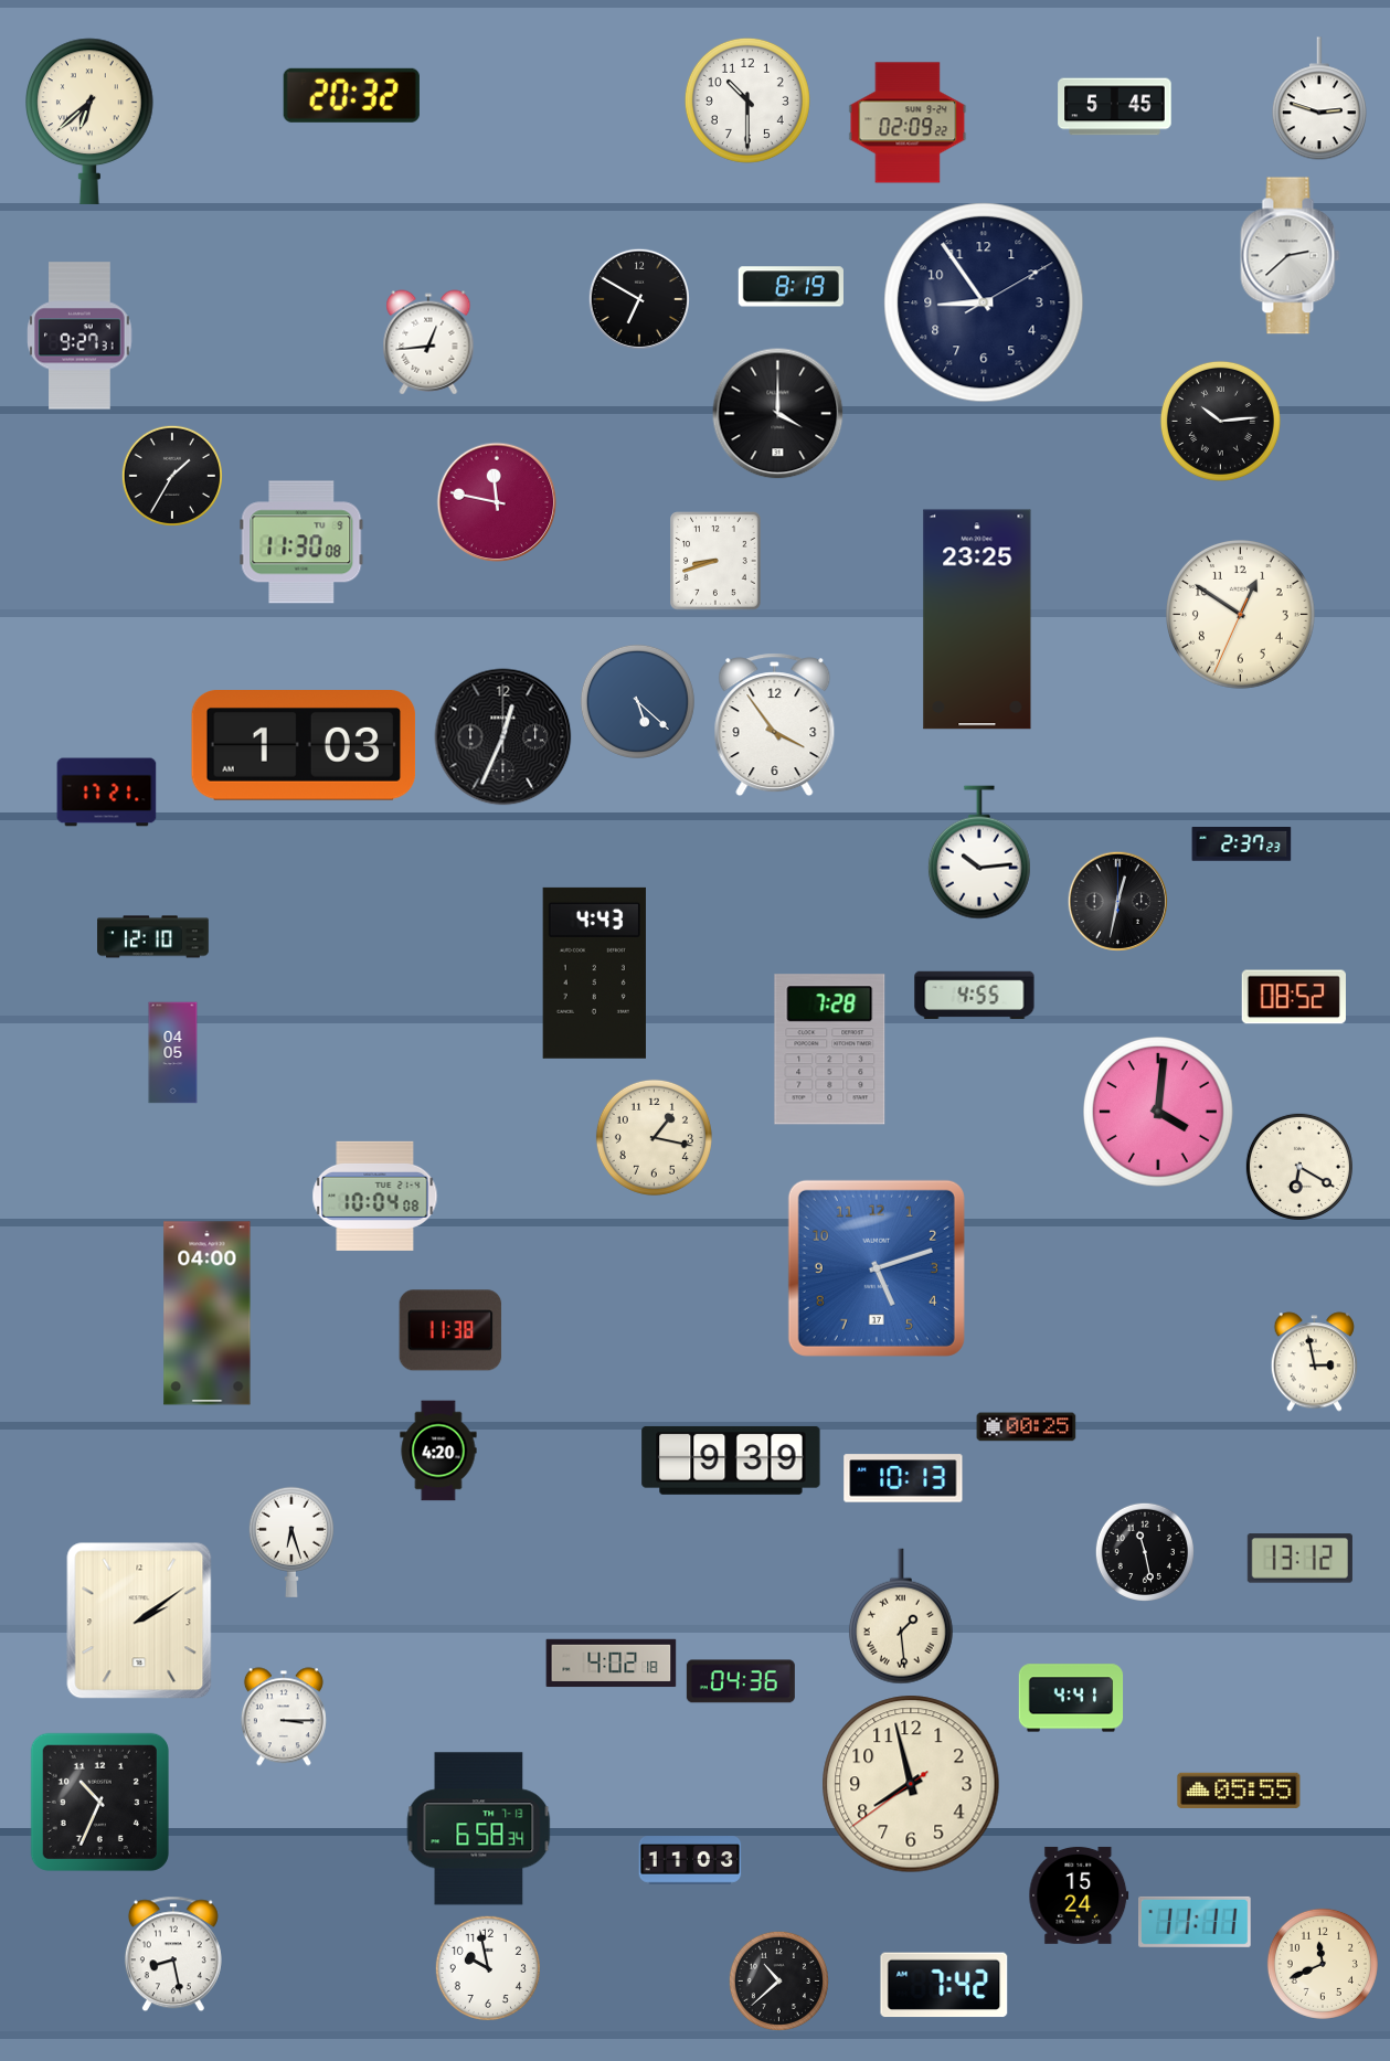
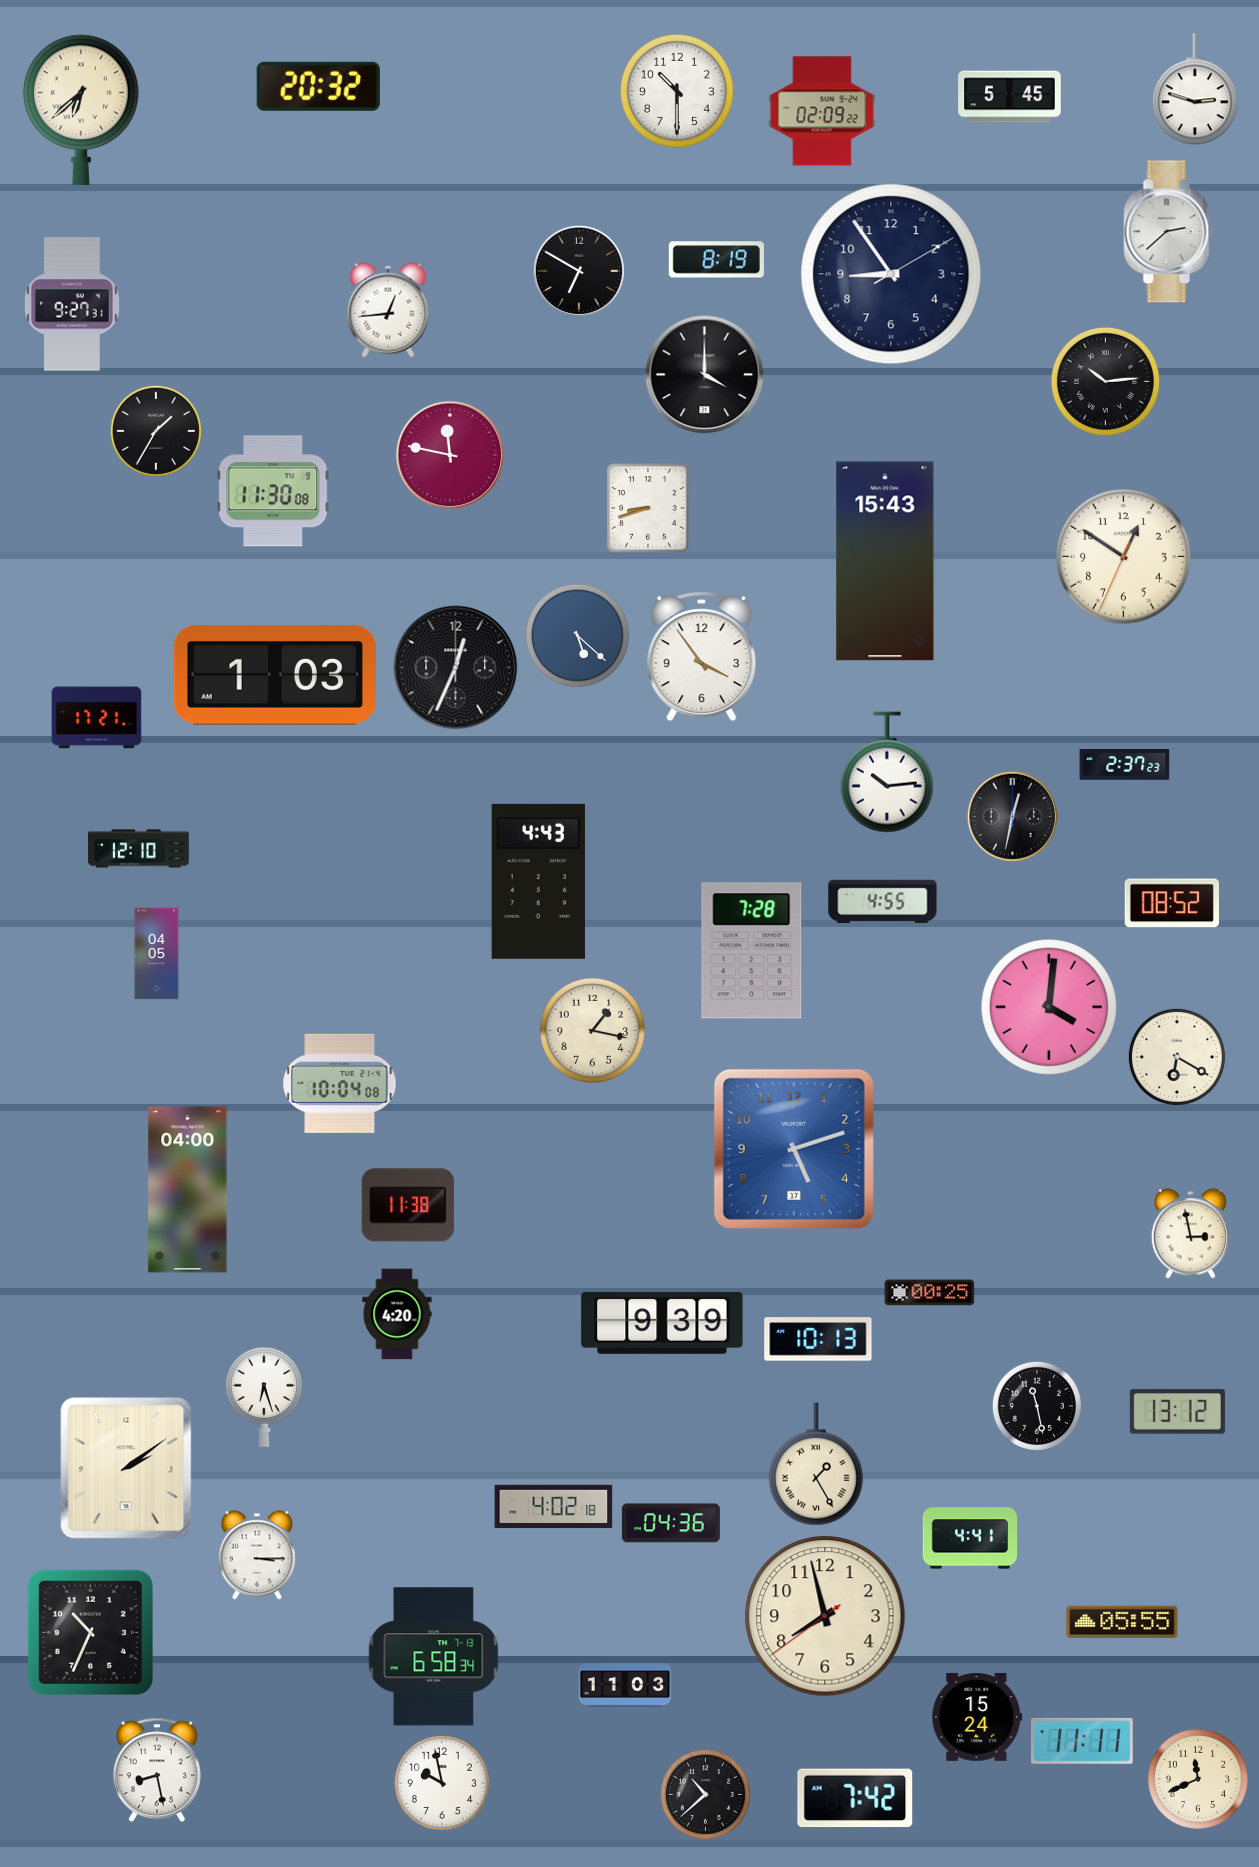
clock at (977, 619): 23:25 -> 15:43
clock at (901, 1616): 1:29 -> 1:25
